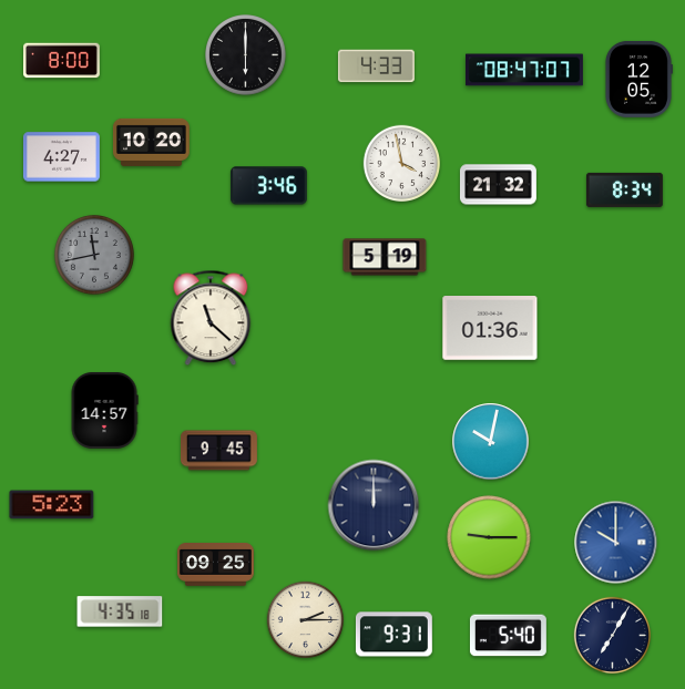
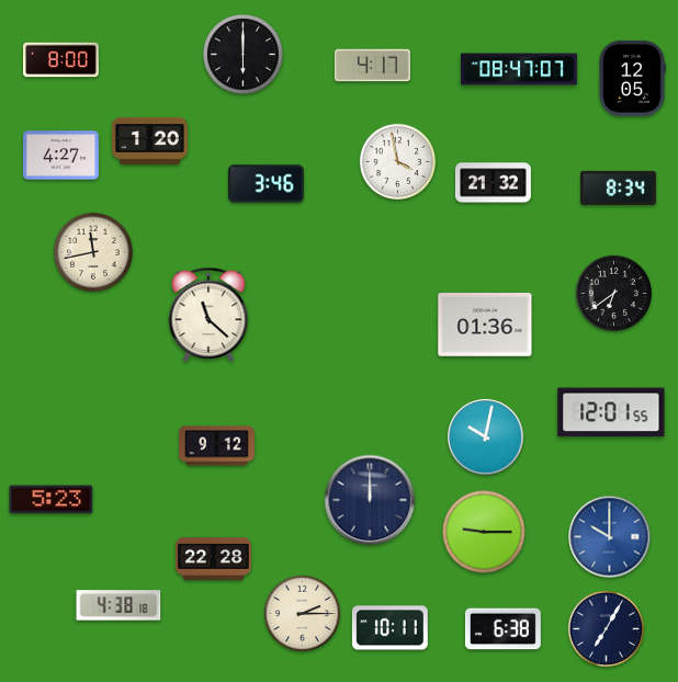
clock at (376, 66): 4:33 -> 4:17
clock at (151, 142): 10:20 -> 1:20
clock at (94, 255) dial: grey -> cream
clock at (385, 257): 5:19 -> none
clock at (613, 293): none -> 6:39
clock at (104, 410): 14:57 -> none
clock at (611, 412): none -> 12:01
clock at (218, 451): 9:45 -> 9:12
clock at (216, 565): 09:25 -> 22:28
clock at (120, 611): 4:35 -> 4:38
clock at (393, 635): 9:31 -> 10:11
clock at (508, 636): 5:40 -> 6:38
